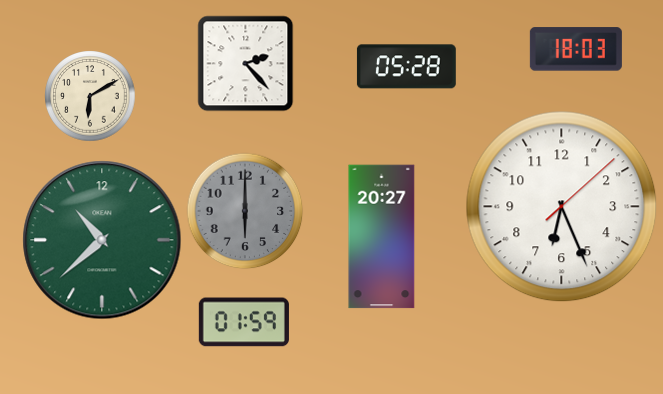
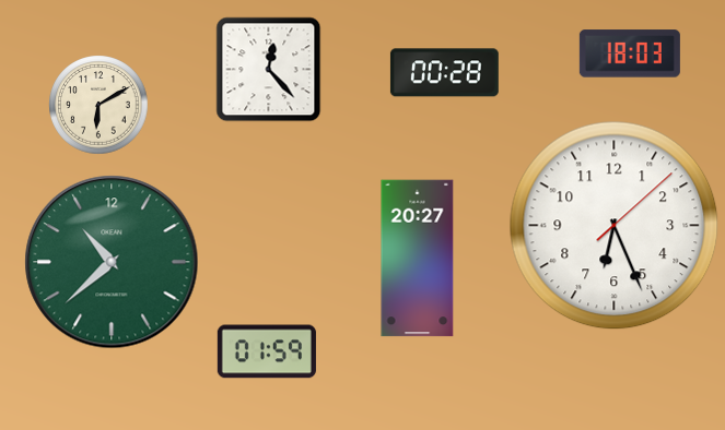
clock at (245, 63): 2:23 -> 12:23
clock at (406, 67): 05:28 -> 00:28
clock at (245, 211): 6:00 -> none
